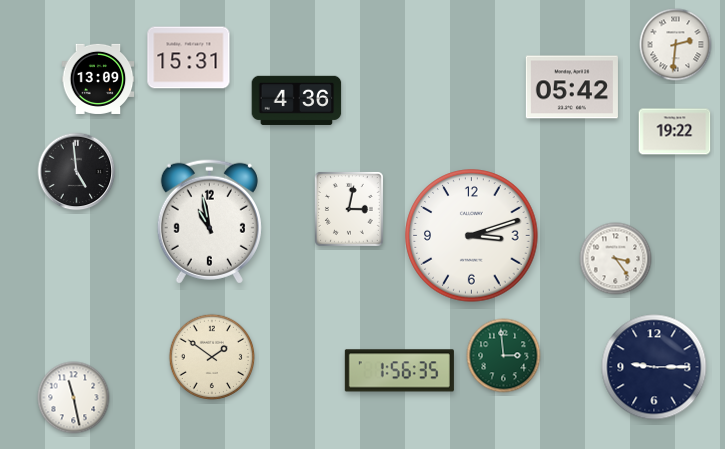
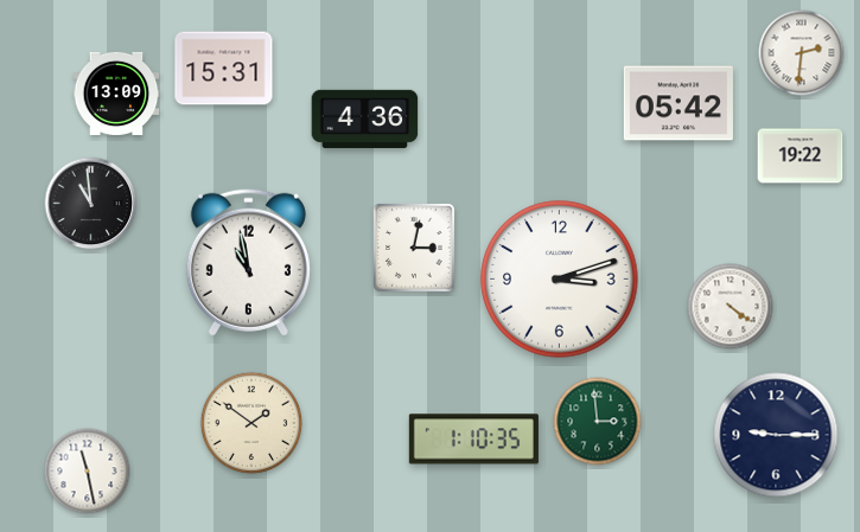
clock at (297, 100) position: (297, 100) -> (365, 118)
clock at (77, 172): 4:59 -> 10:59
clock at (616, 259): 3:24 -> 4:21
clock at (399, 371): 1:56 -> 1:10
